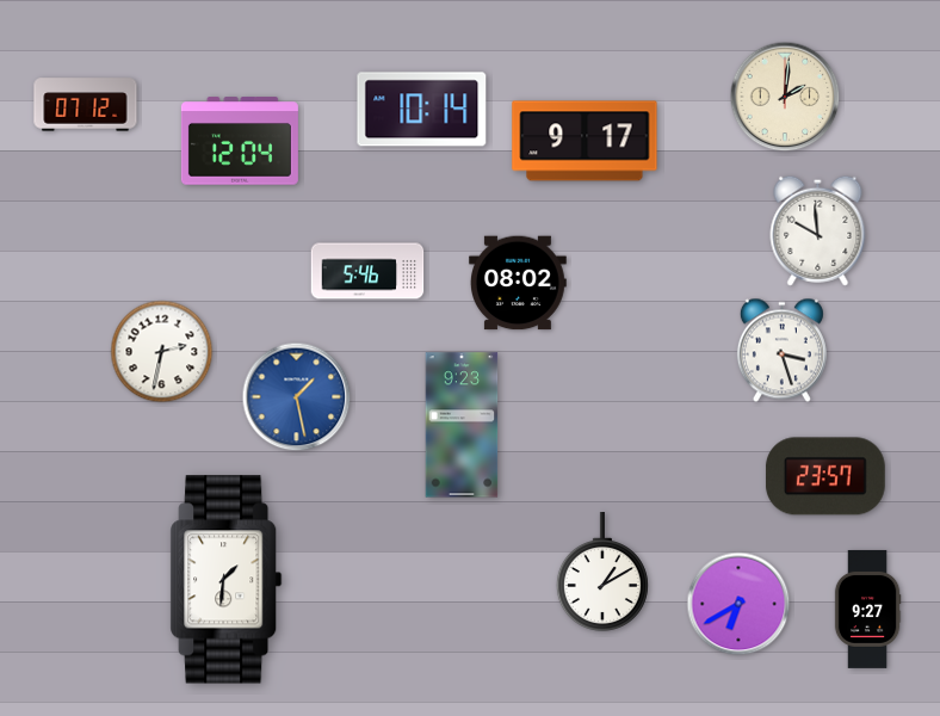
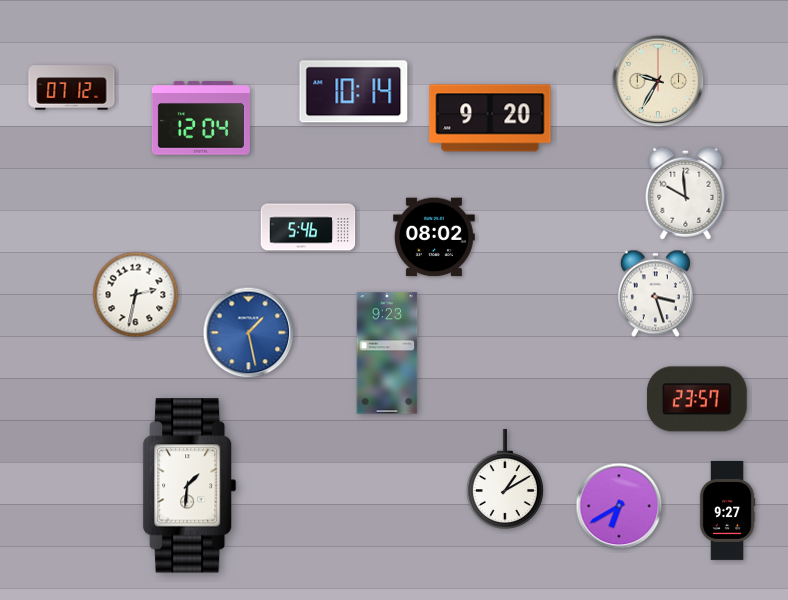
clock at (785, 97): 2:01 -> 9:35
clock at (585, 141): 9:17 -> 9:20
clock at (462, 425) position: (462, 425) -> (387, 353)
clock at (825, 476) position: (825, 476) -> (697, 399)
